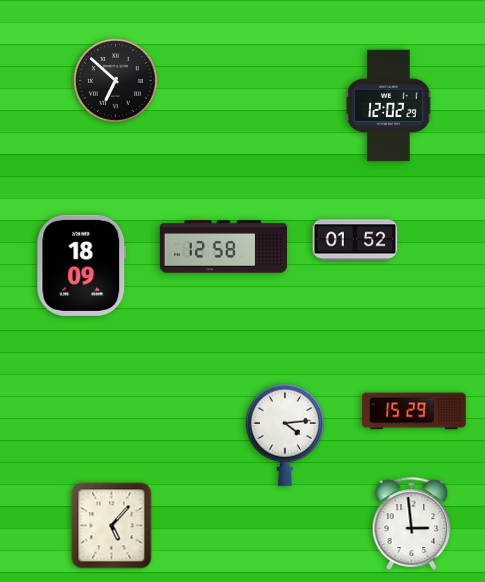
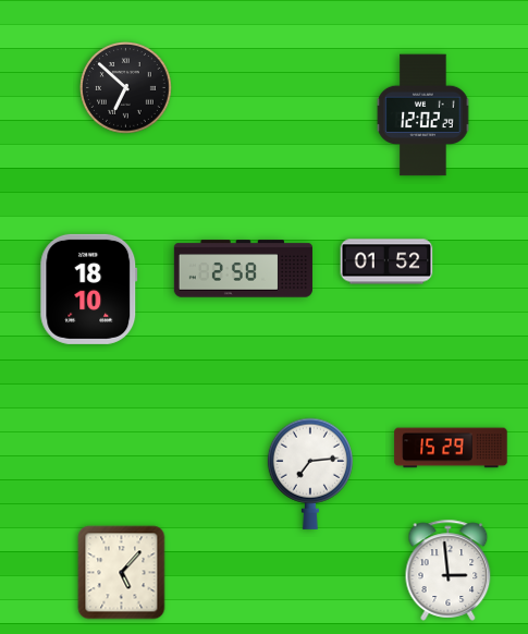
clock at (223, 247): 12:58 -> 2:58
clock at (82, 265): 18:09 -> 18:10
clock at (285, 435): 4:14 -> 7:14
